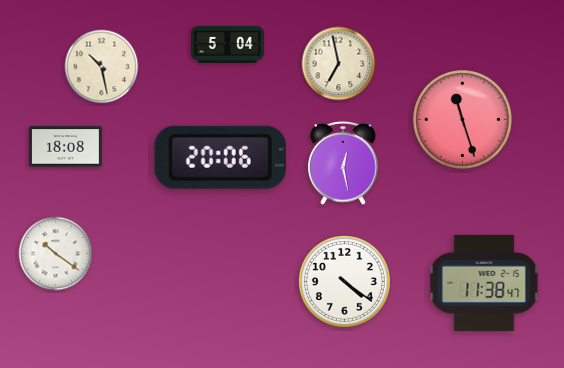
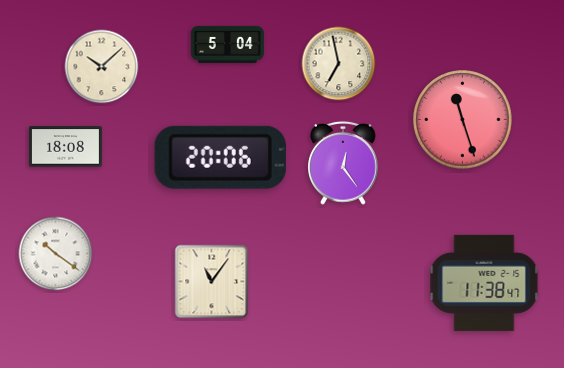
clock at (102, 67): 10:28 -> 10:08
clock at (344, 163): 12:28 -> 12:24
clock at (344, 281): 4:21 -> none
clock at (212, 282): none -> 11:06
